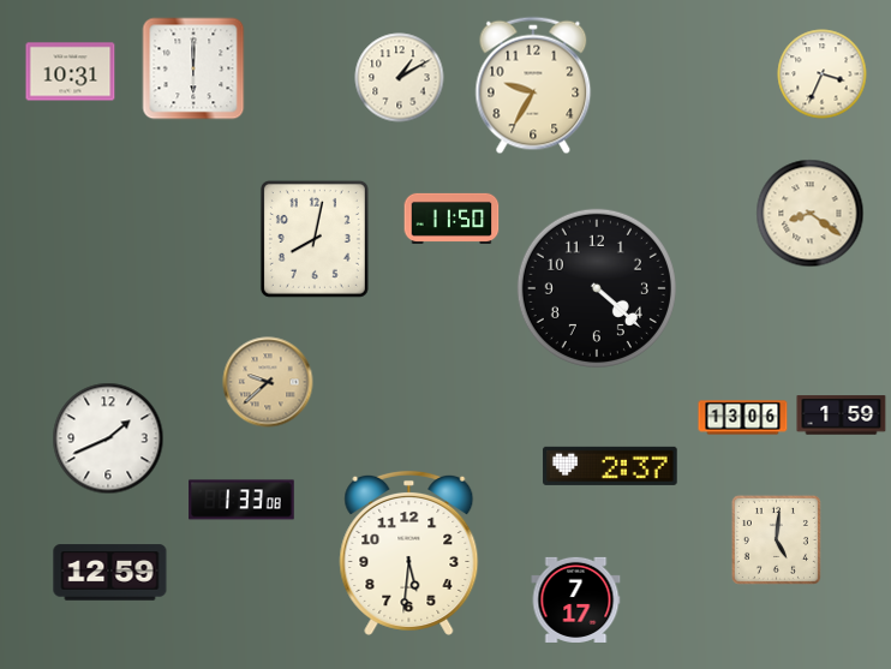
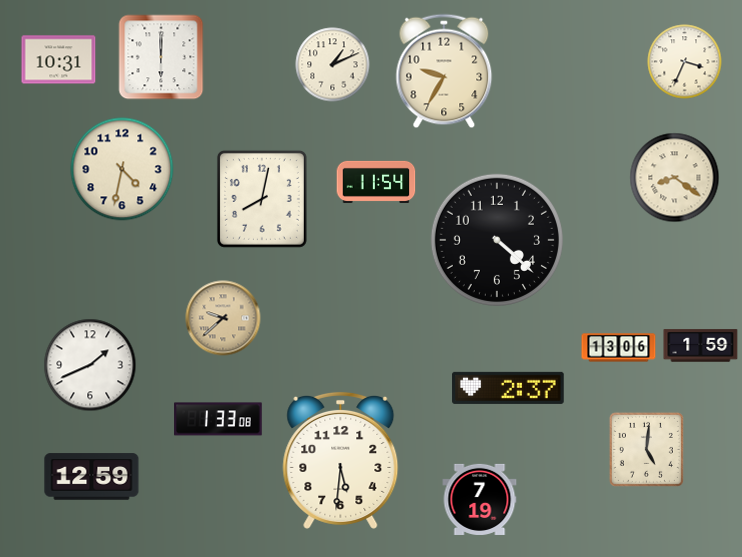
clock at (400, 78): 1:10 -> 1:11
clock at (122, 169): none -> 4:32
clock at (452, 219): 11:50 -> 11:54
clock at (241, 500) position: (241, 500) -> (218, 419)
clock at (576, 599): 7:17 -> 7:19
